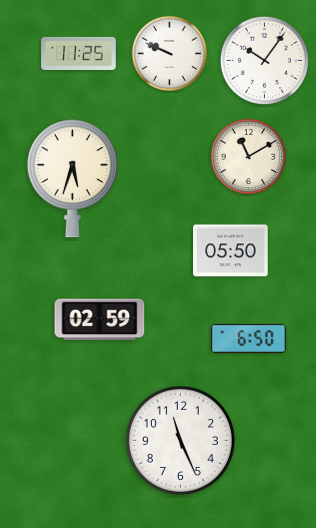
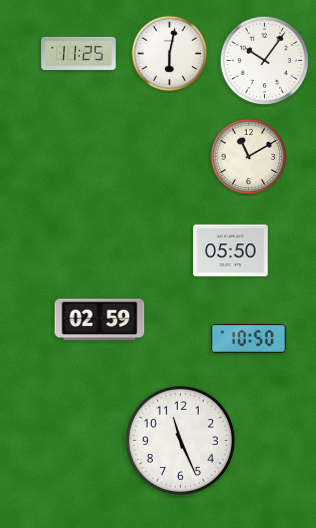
clock at (170, 54): 9:49 -> 6:02
clock at (72, 179): 5:33 -> none
clock at (249, 339): 6:50 -> 10:50
